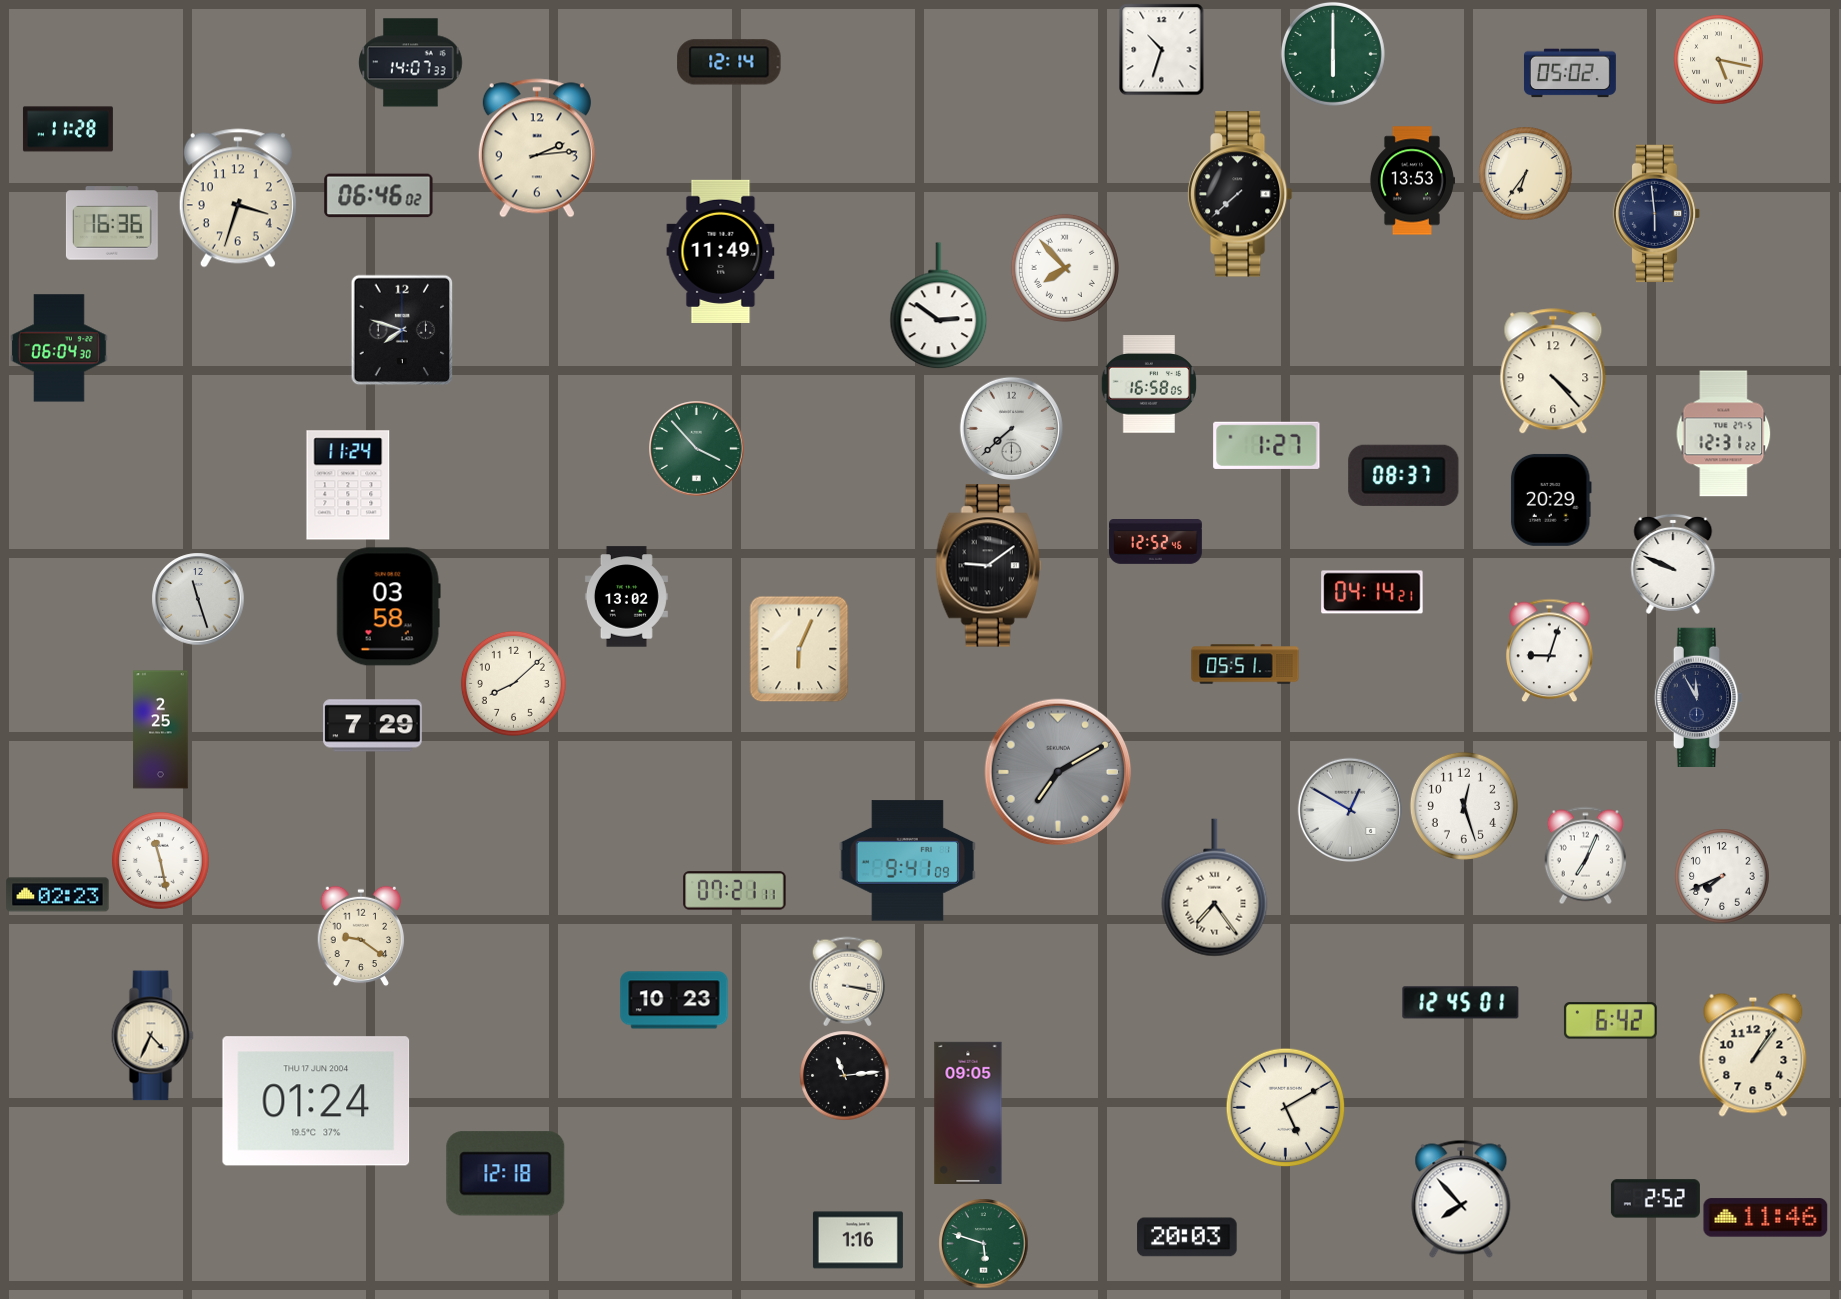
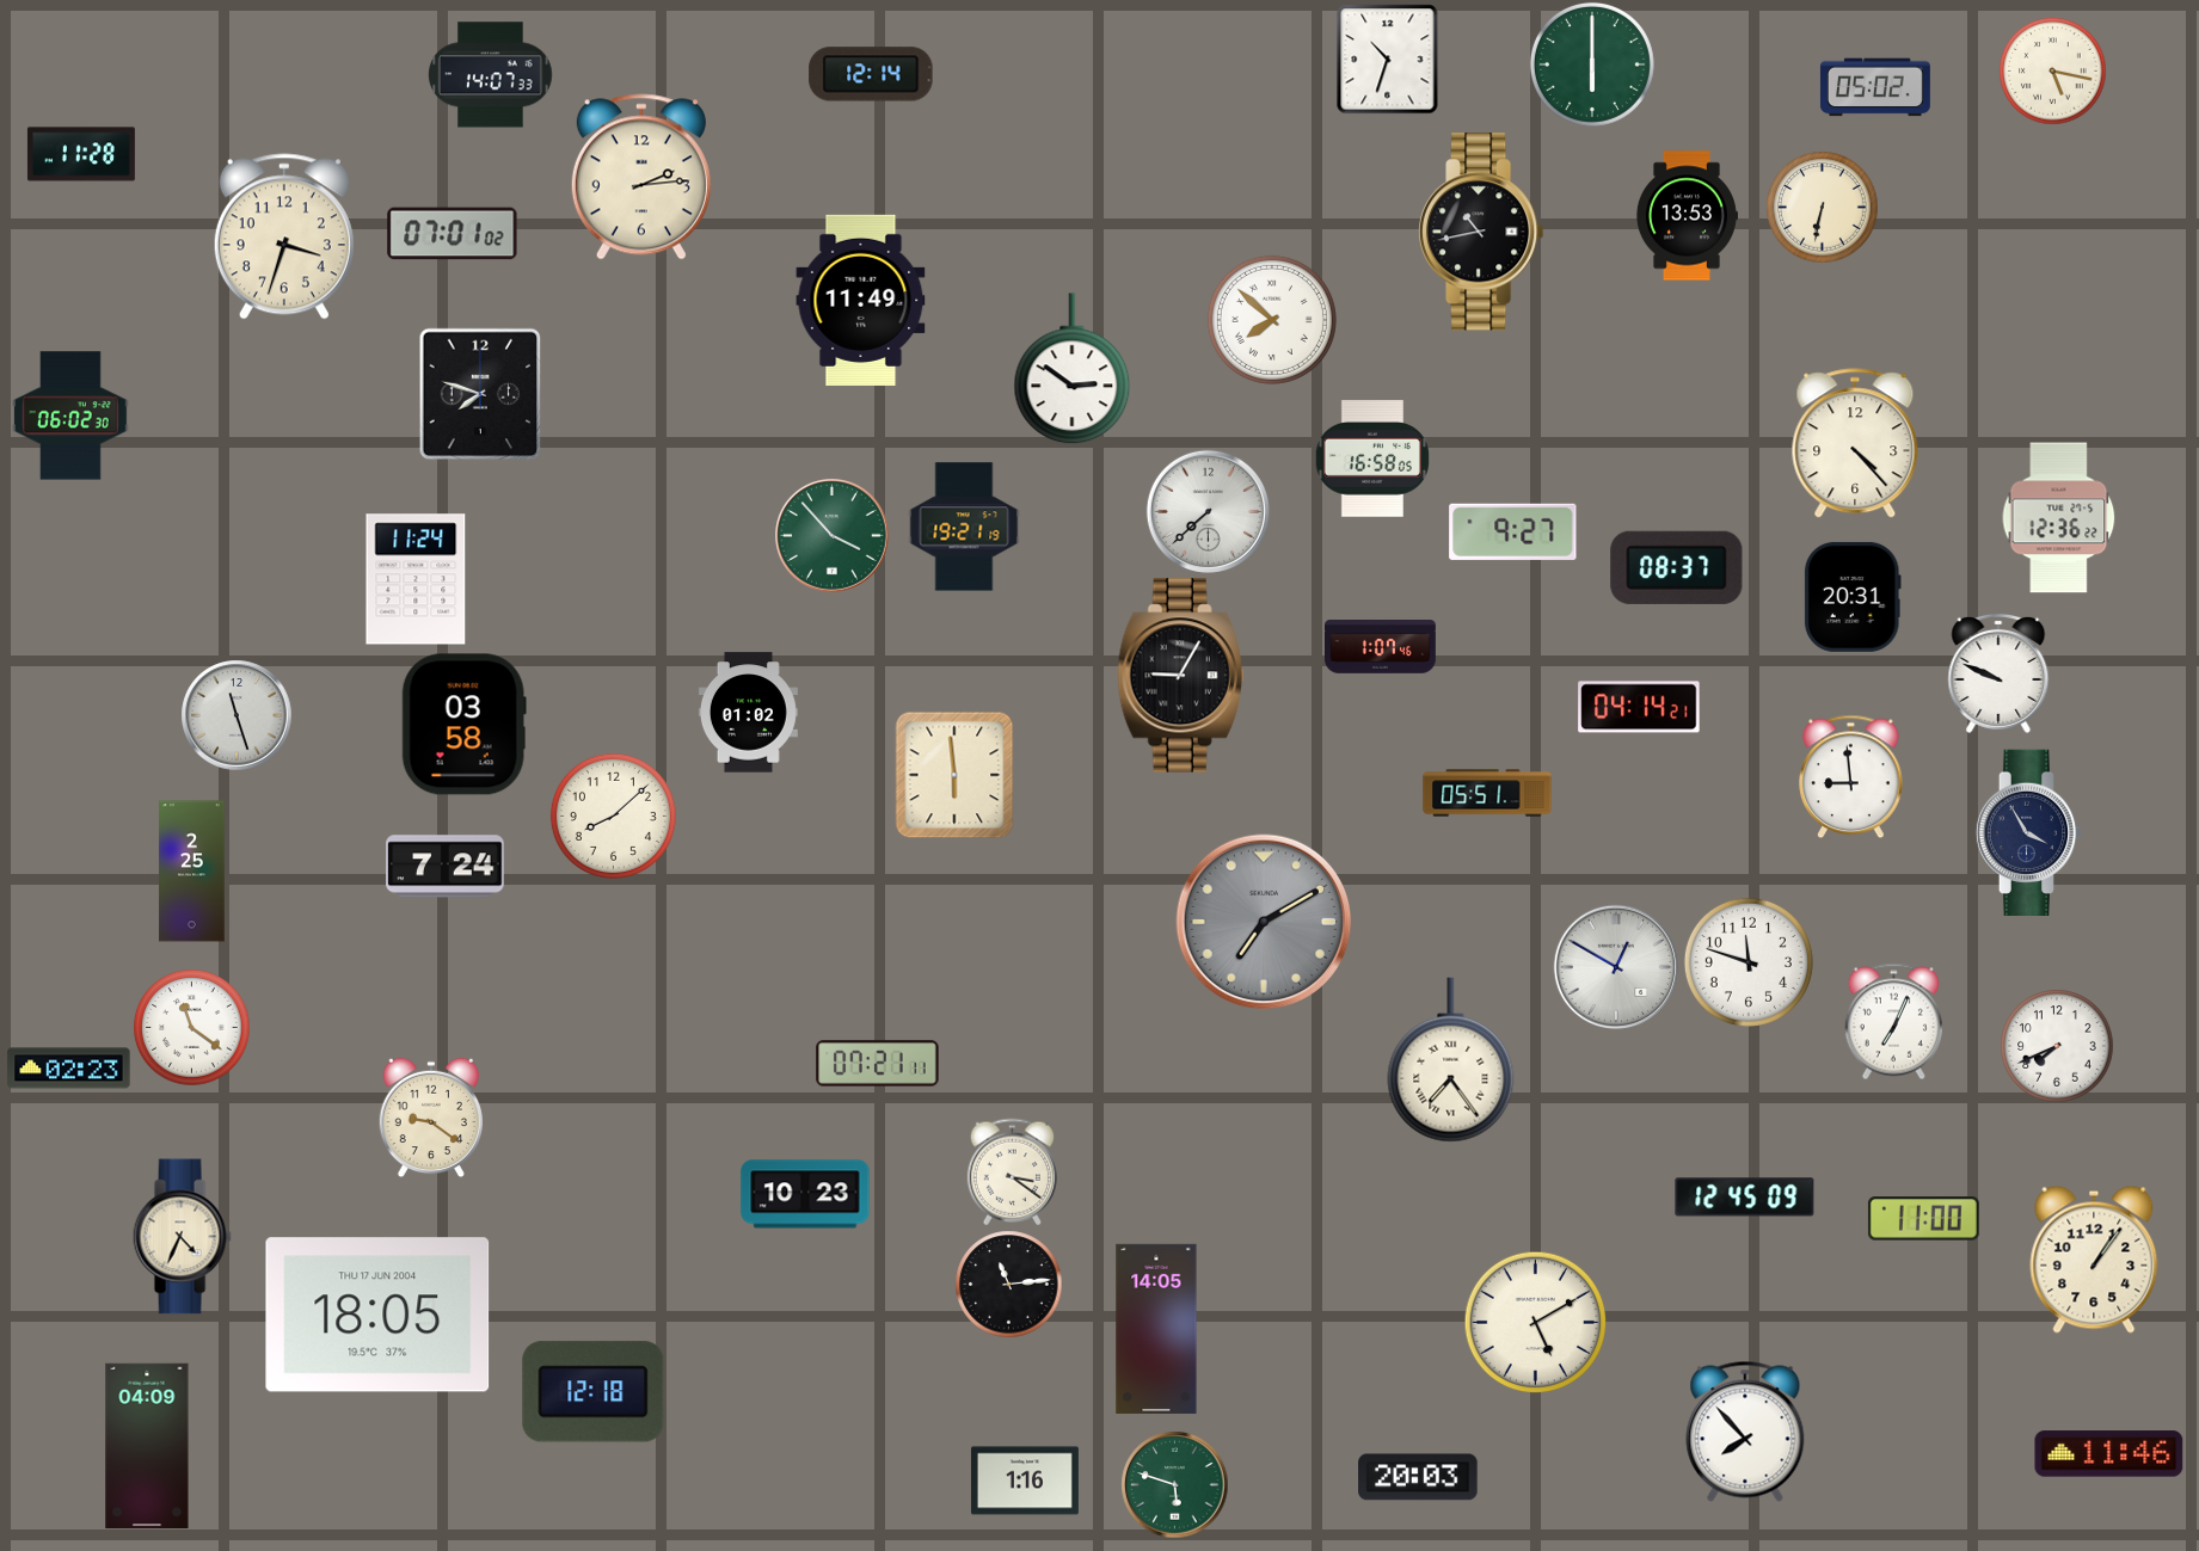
clock at (1525, 173): 6:36 -> 6:32
clock at (1240, 194): 7:38 -> 10:43
clock at (379, 196): 06:46 -> 07:01
clock at (1657, 214): 5:59 -> none
clock at (112, 223): 16:36 -> none
clock at (1065, 268): 7:53 -> 7:52
clock at (939, 306) position: (939, 306) -> (1073, 369)
clock at (59, 348): 06:04 -> 06:02
clock at (1724, 434): 12:31 -> 12:36
clock at (964, 527): none -> 19:21
clock at (1267, 445): 1:27 -> 9:27
clock at (1551, 500): 20:29 -> 20:31
clock at (1156, 542): 12:52 -> 1:07
clock at (989, 566): 9:09 -> 9:05
clock at (626, 597): 13:02 -> 01:02
clock at (799, 649): 6:04 -> 5:59
clock at (1550, 650): 9:03 -> 8:59
clock at (1699, 697): 11:55 -> 3:55
clock at (373, 726): 7:29 -> 7:24
clock at (1464, 806): 12:27 -> 11:48
clock at (1349, 809) position: (1349, 809) -> (1615, 966)
clock at (161, 861): 11:28 -> 11:21
clock at (907, 861): 9:41 -> none
clock at (847, 981): 3:17 -> 3:21
clock at (1461, 1003): 12:45:01 -> 12:45:09
clock at (1610, 1021): 6:42 -> 11:00
clock at (316, 1101): 01:24 -> 18:05
clock at (968, 1113): 09:05 -> 14:05
clock at (506, 1174) position: (506, 1174) -> (594, 1392)
clock at (1655, 1199): 2:52 -> none
clock at (147, 1446): none -> 04:09
